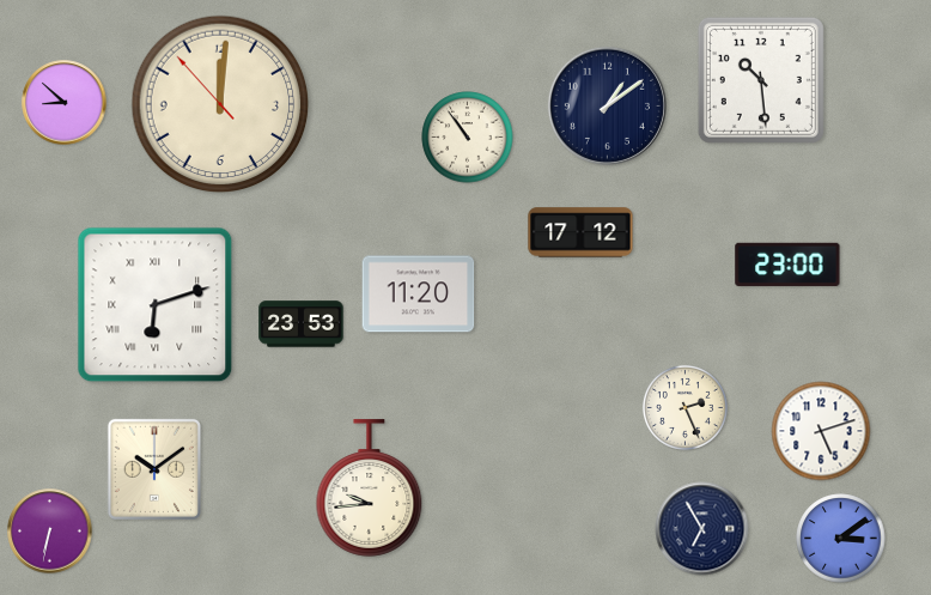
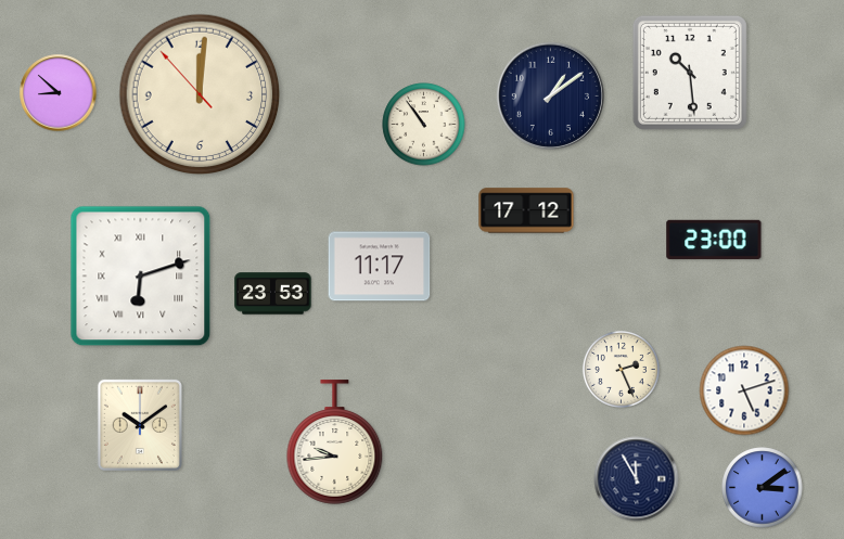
clock at (419, 295): 11:20 -> 11:17
clock at (702, 529): 6:55 -> 11:55
clock at (50, 532): 6:32 -> none
